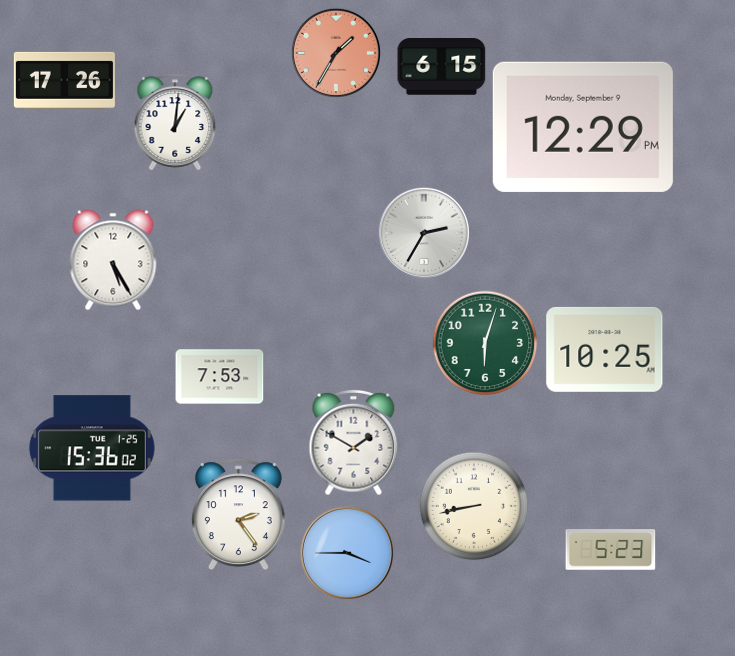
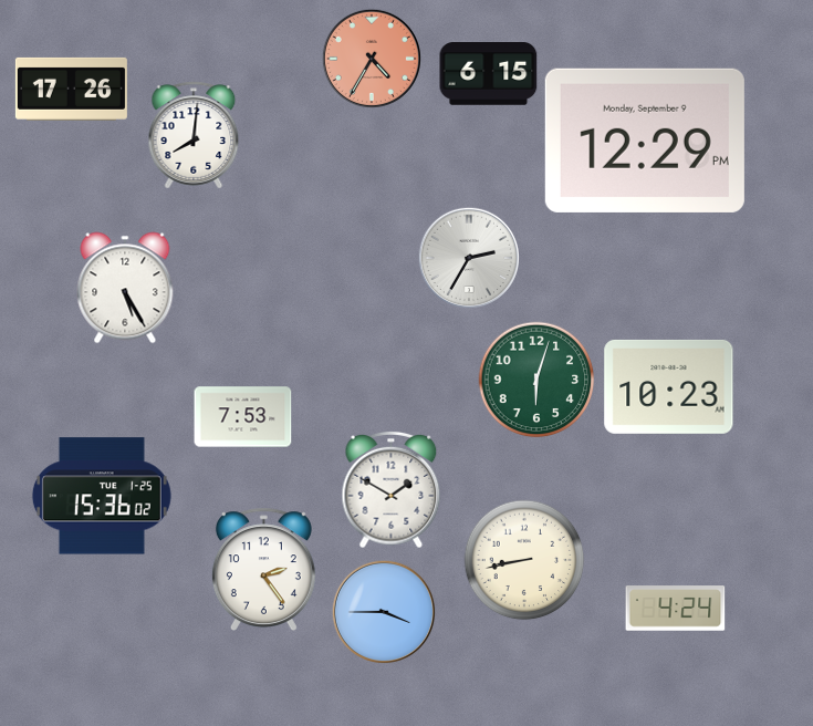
clock at (336, 53): 1:35 -> 4:35
clock at (175, 122): 1:01 -> 8:01
clock at (605, 349): 10:25 -> 10:23
clock at (611, 550): 5:23 -> 4:24
